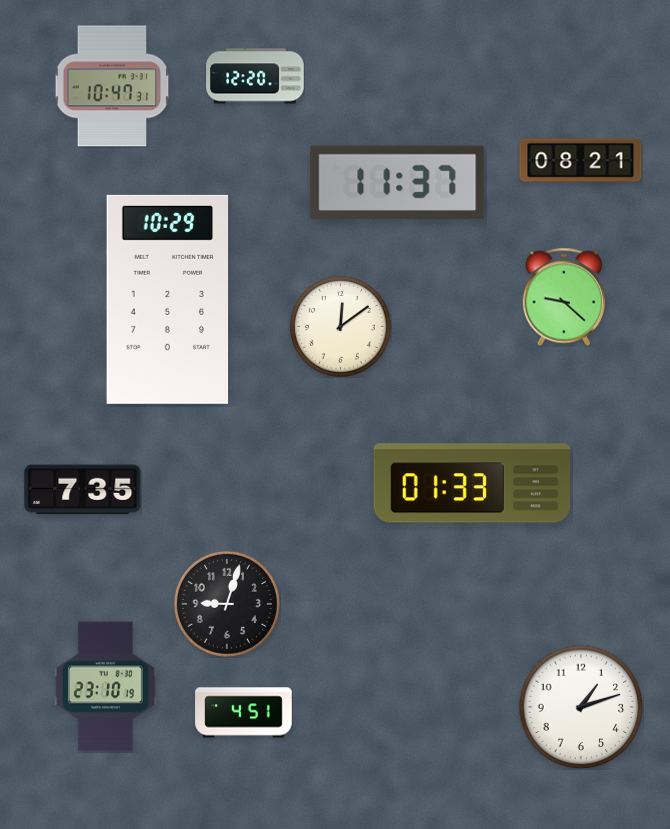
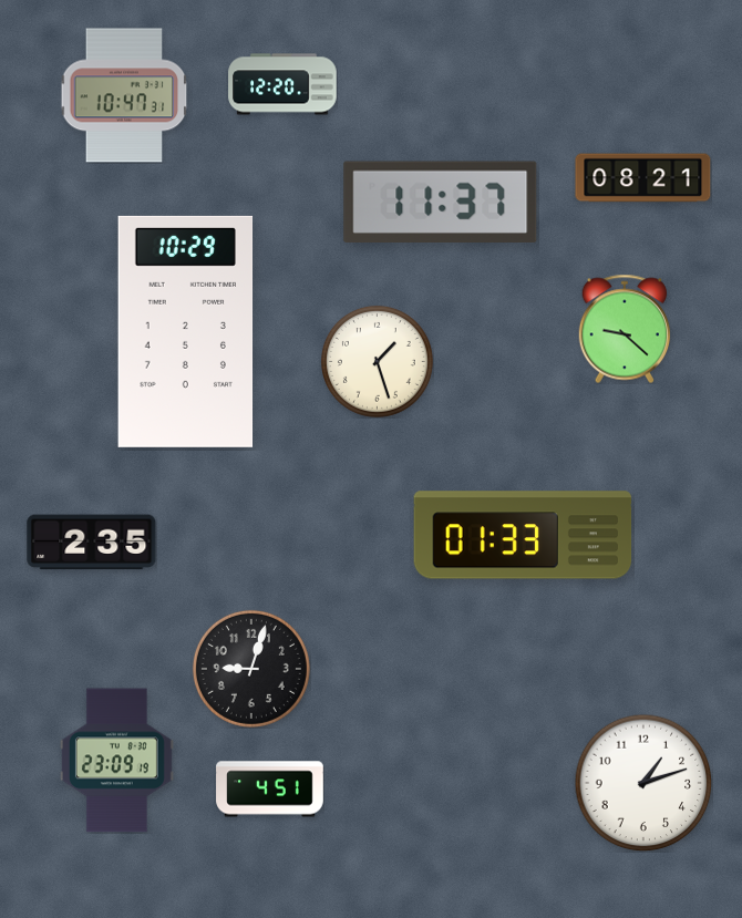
clock at (340, 326): 12:09 -> 1:27
clock at (83, 490): 7:35 -> 2:35
clock at (105, 687): 23:10 -> 23:09
